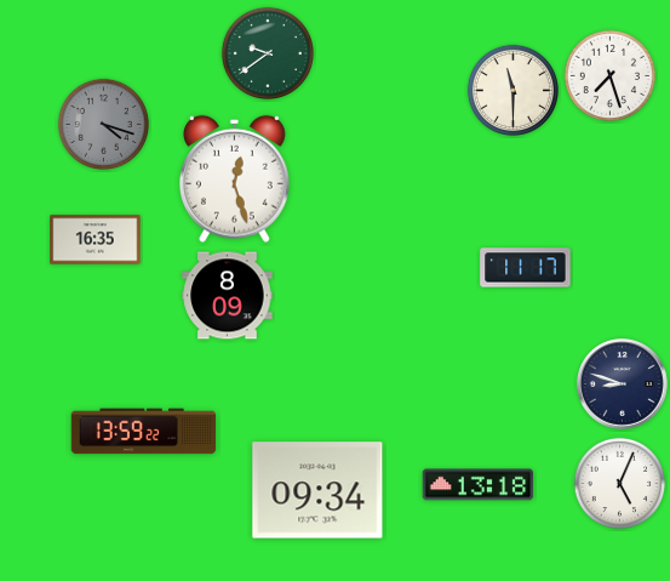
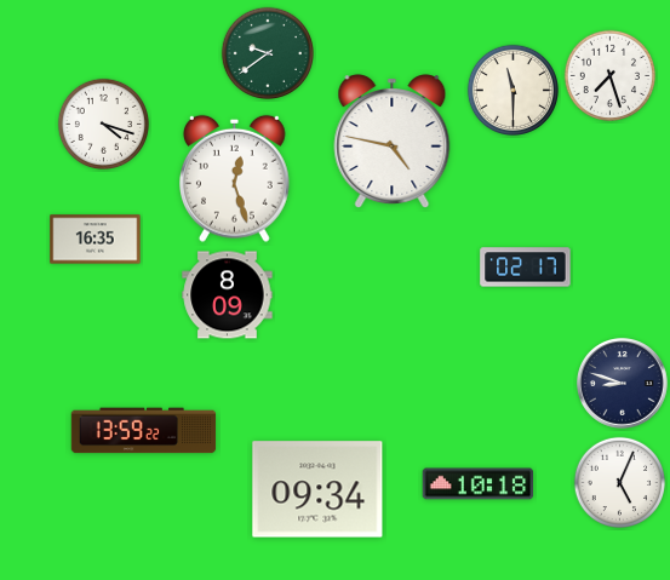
clock at (103, 124) dial: grey -> white
clock at (393, 142): none -> 4:47
clock at (526, 268): 11:17 -> 02:17
clock at (479, 485): 13:18 -> 10:18
